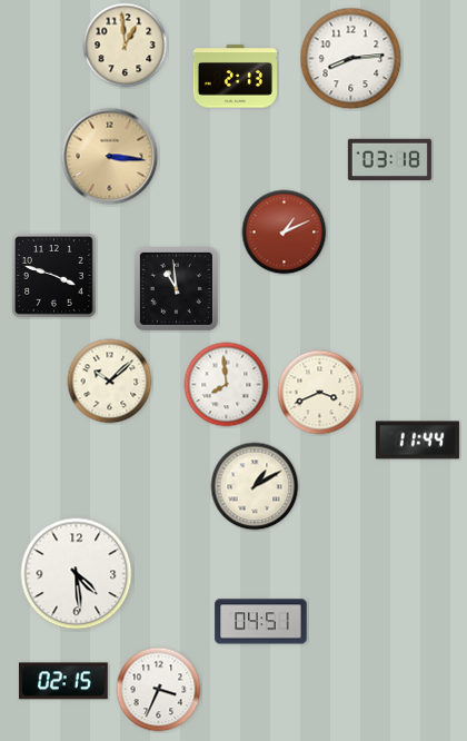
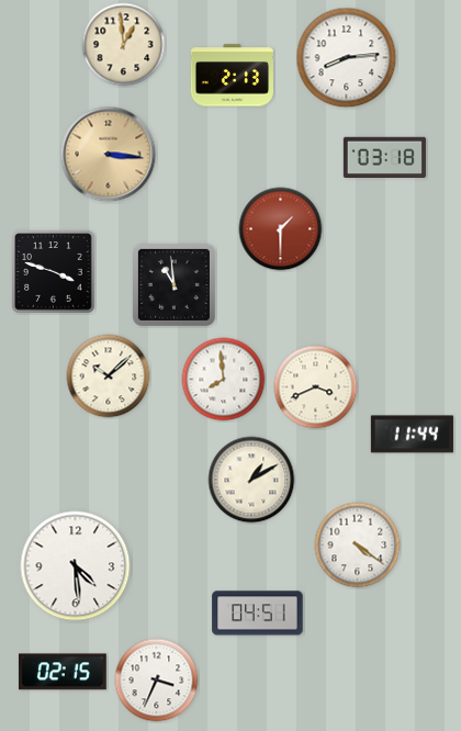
clock at (285, 233): 1:11 -> 1:30
clock at (358, 546): none -> 4:21
